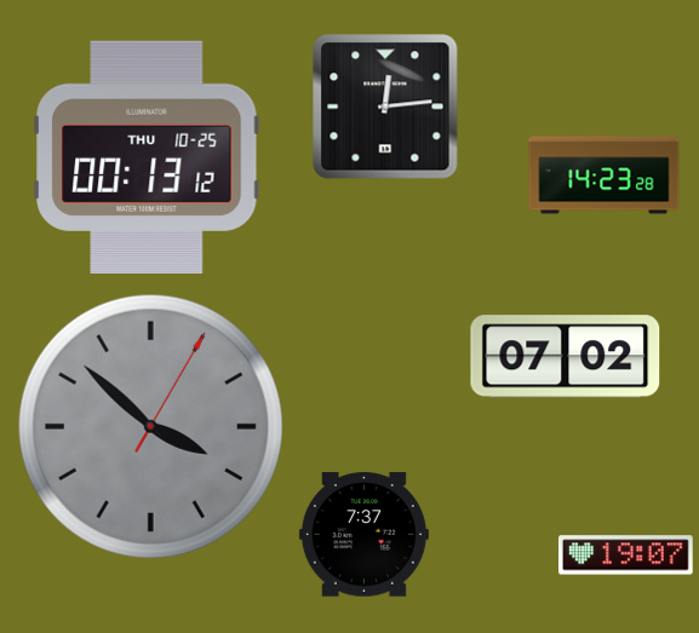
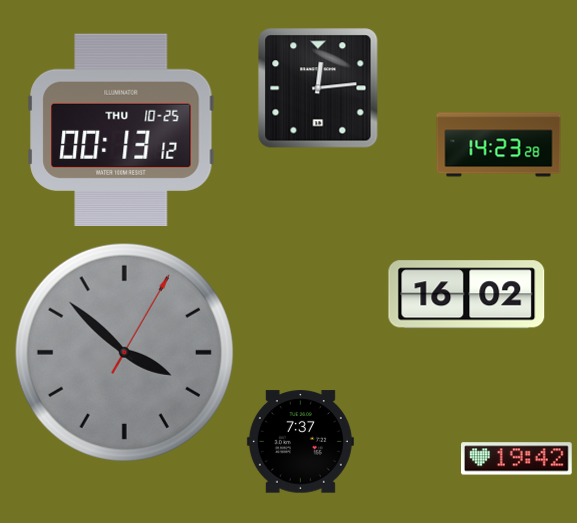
clock at (566, 357): 07:02 -> 16:02
clock at (626, 556): 19:07 -> 19:42
